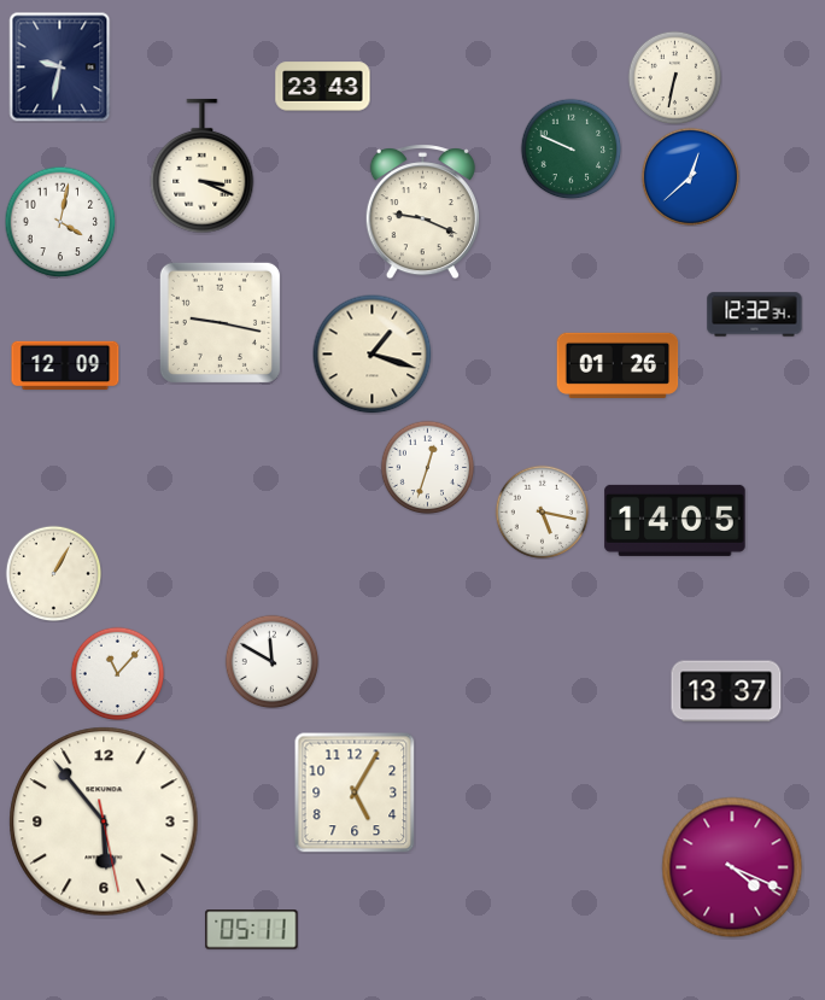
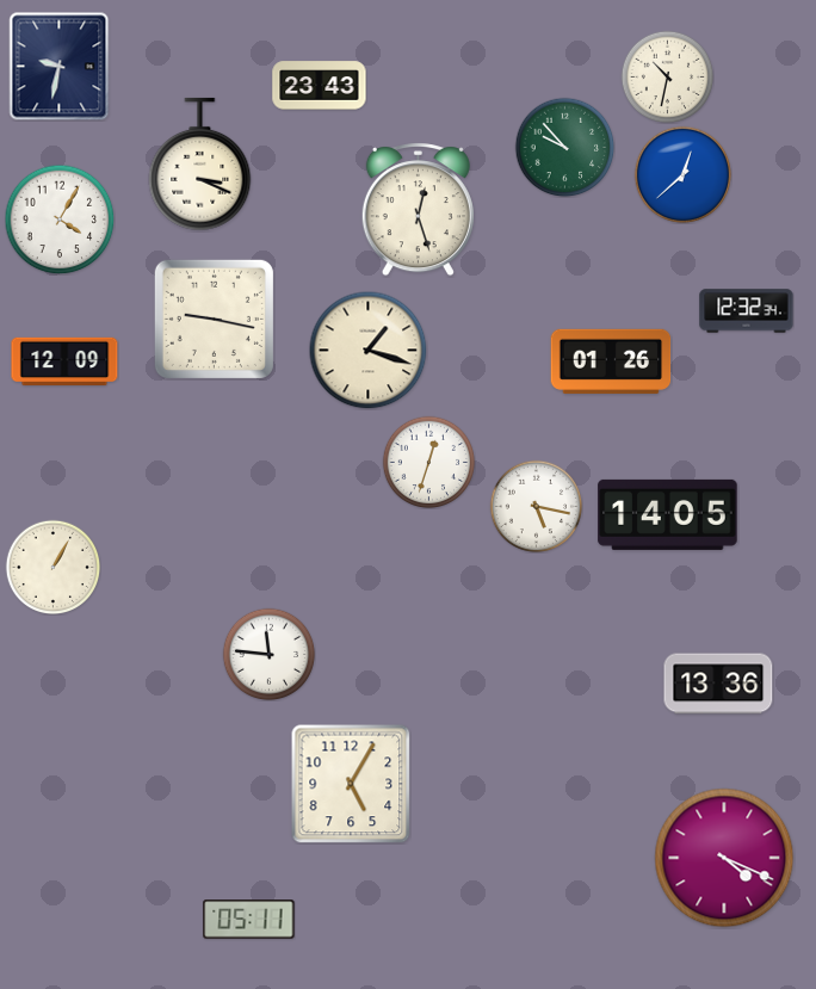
clock at (674, 77): 6:32 -> 10:32
clock at (571, 148): 9:49 -> 9:53
clock at (422, 212): 9:19 -> 12:27
clock at (60, 222): 4:02 -> 4:05
clock at (220, 322) position: (220, 322) -> (214, 319)
clock at (427, 467) position: (427, 467) -> (428, 462)
clock at (271, 661): 11:50 -> 11:46
clock at (117, 673): 11:07 -> none
clock at (726, 691): 13:37 -> 13:36
clock at (104, 821): 5:53 -> none
